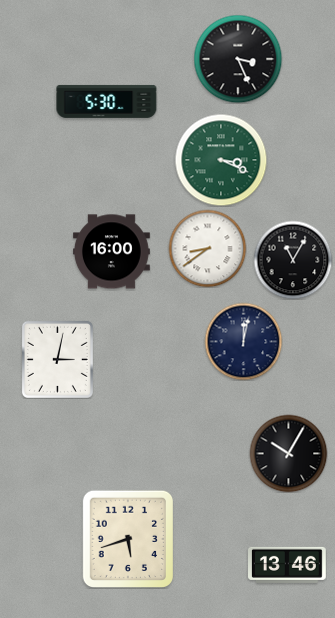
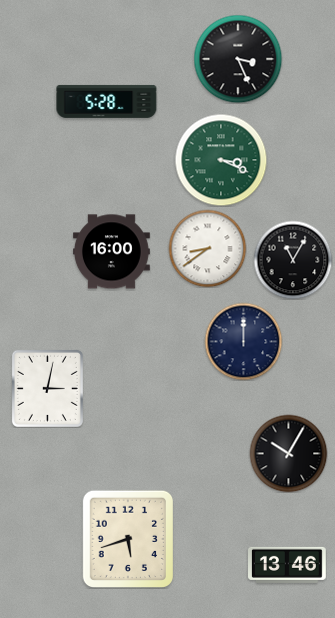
clock at (107, 101): 5:30 -> 5:28
clock at (243, 341): 12:02 -> 12:00
clock at (57, 359) position: (57, 359) -> (47, 388)
